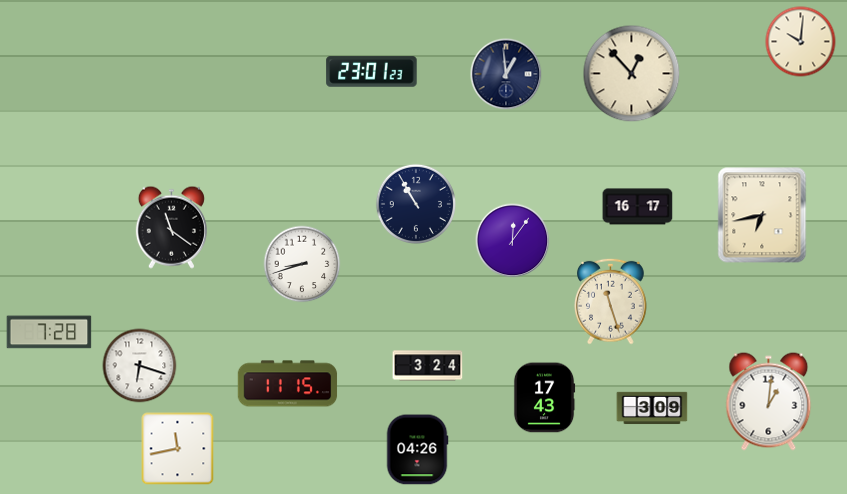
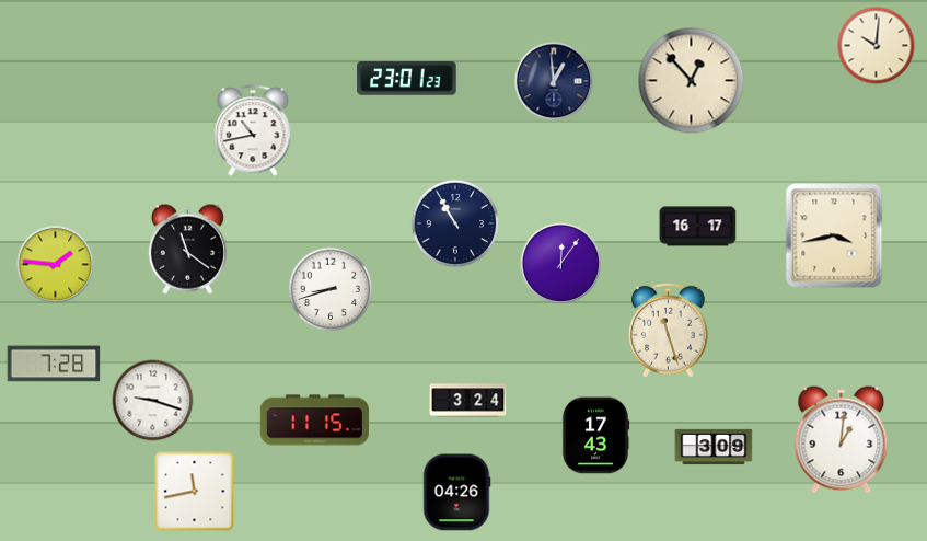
clock at (253, 130): none -> 10:43
clock at (762, 215): 6:43 -> 3:43
clock at (56, 265): none -> 1:46
clock at (140, 366): 6:18 -> 9:18
